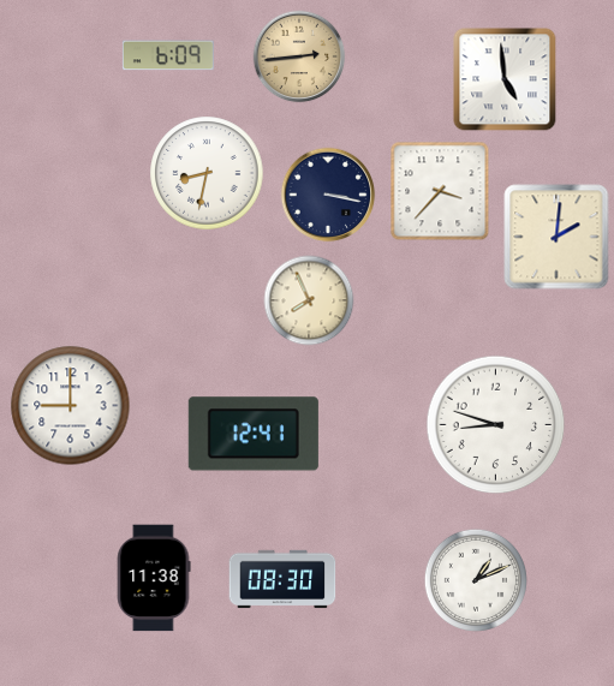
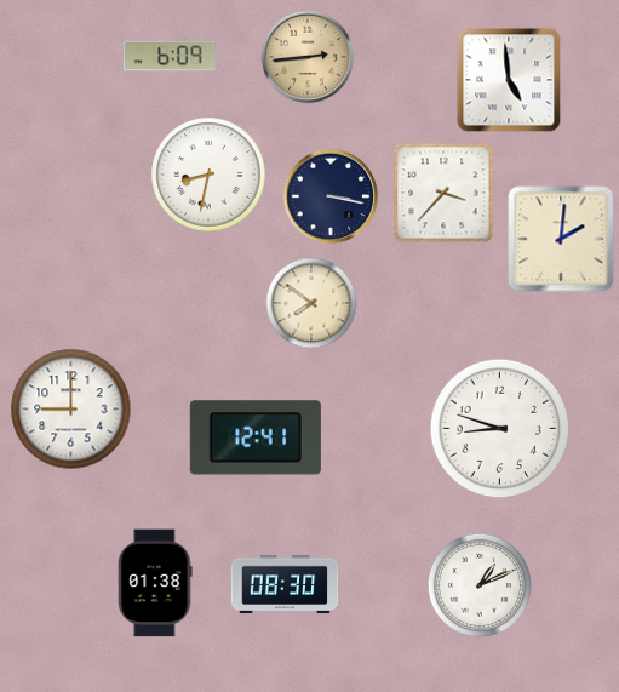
clock at (299, 56) position: (299, 56) -> (308, 57)
clock at (309, 300): 7:56 -> 7:51
clock at (154, 578): 11:38 -> 01:38
